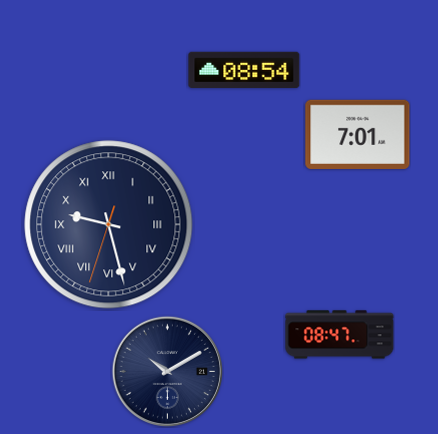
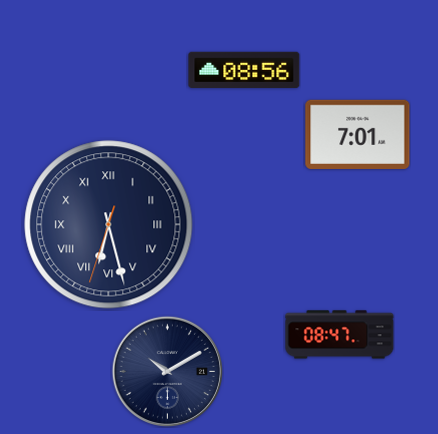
clock at (244, 70): 08:54 -> 08:56
clock at (109, 225): 9:27 -> 6:27
